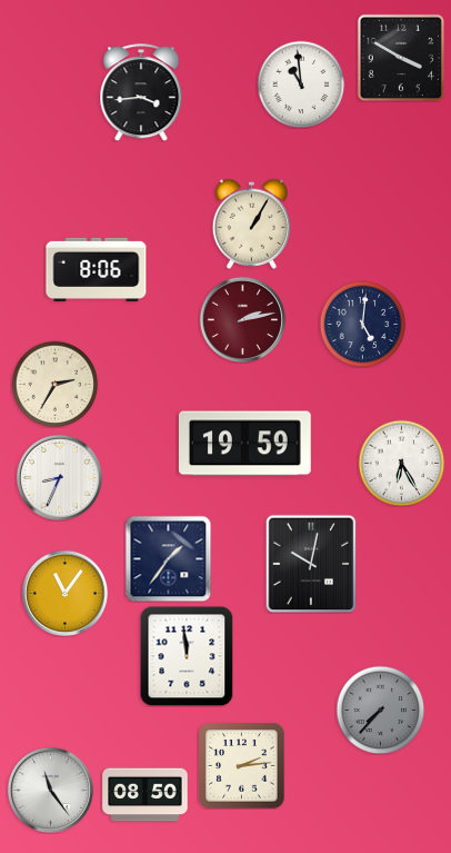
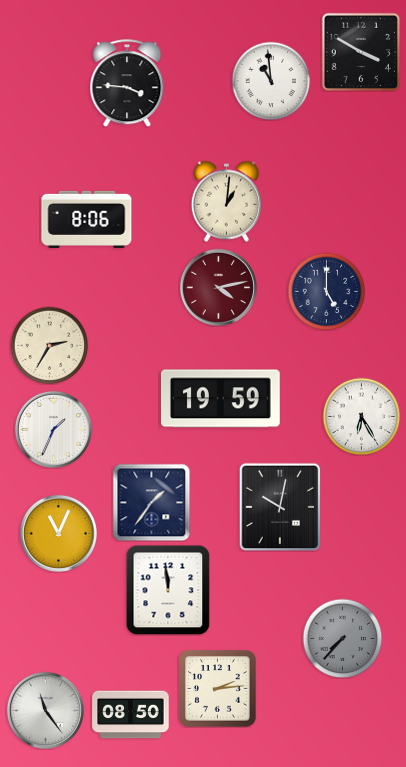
clock at (301, 85) position: (301, 85) -> (271, 81)
clock at (141, 92): 3:44 -> 3:46
clock at (252, 224): 1:05 -> 1:01
clock at (97, 269) position: (97, 269) -> (87, 219)
clock at (242, 319): 2:13 -> 4:13
clock at (362, 324): 5:01 -> 5:00
clock at (59, 477): 8:34 -> 1:34
clock at (64, 593): 11:06 -> 11:04
